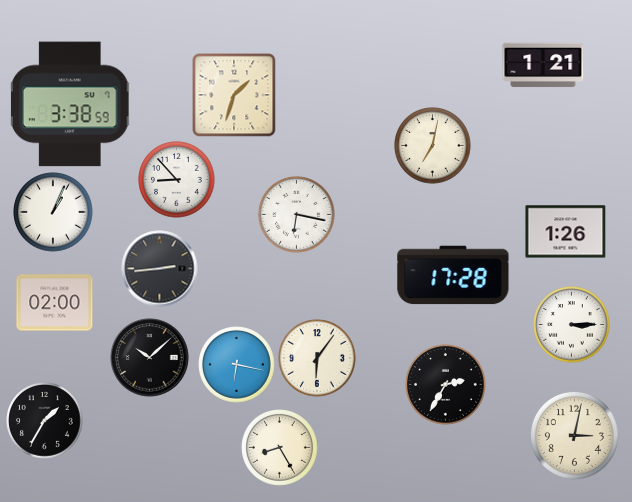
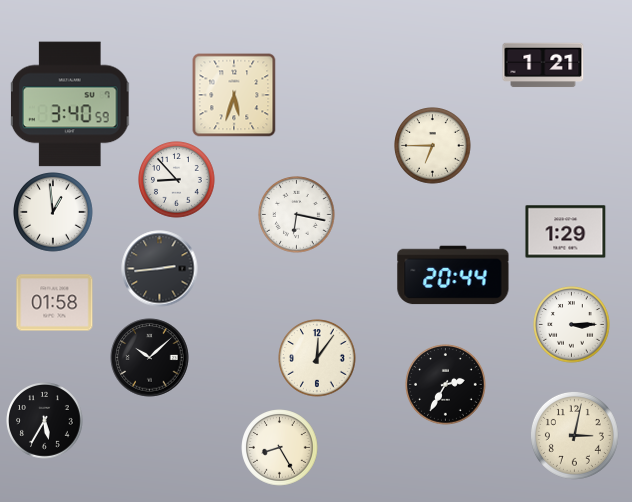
clock at (234, 95): 1:33 -> 5:33
clock at (70, 104): 3:38 -> 3:40
clock at (433, 146): 7:02 -> 6:45
clock at (54, 213): 1:04 -> 12:59
clock at (566, 232): 1:26 -> 1:29
clock at (453, 275): 17:28 -> 20:44
clock at (55, 303): 02:00 -> 01:58
clock at (317, 358): 6:06 -> 12:06
clock at (237, 365): 6:17 -> none
clock at (45, 421): 1:35 -> 5:35
